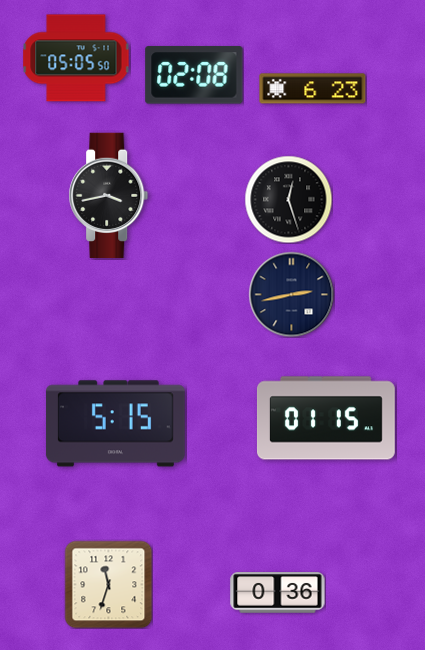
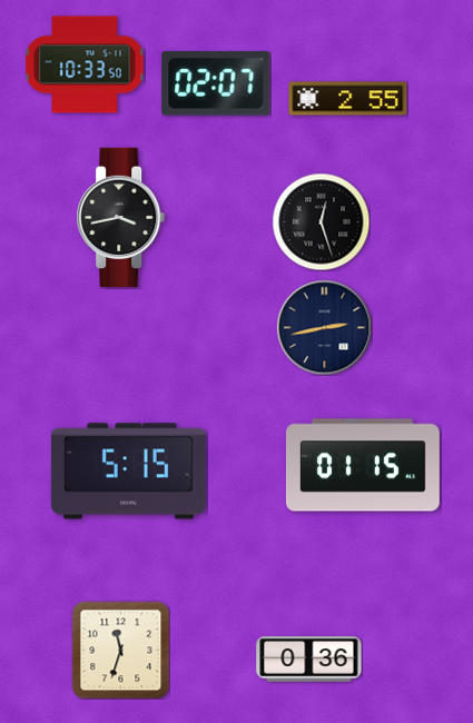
clock at (76, 58): 05:05 -> 10:33
clock at (194, 75): 02:08 -> 02:07
clock at (313, 89): 6:23 -> 2:55
